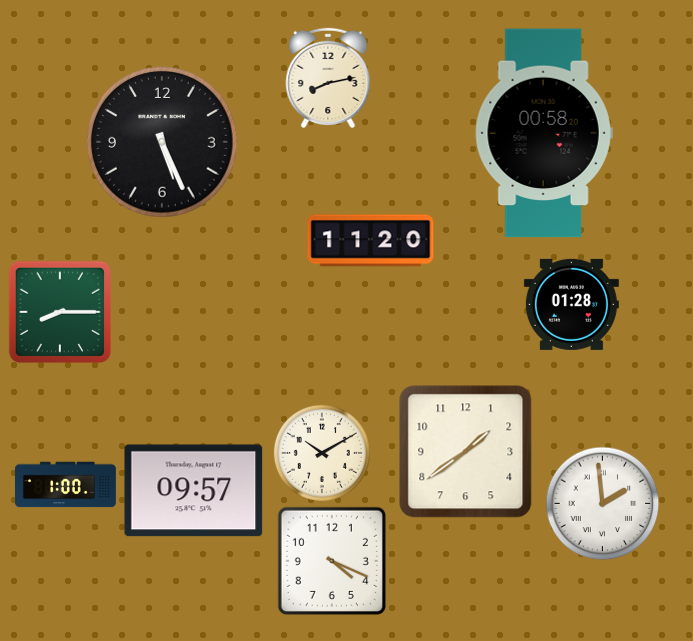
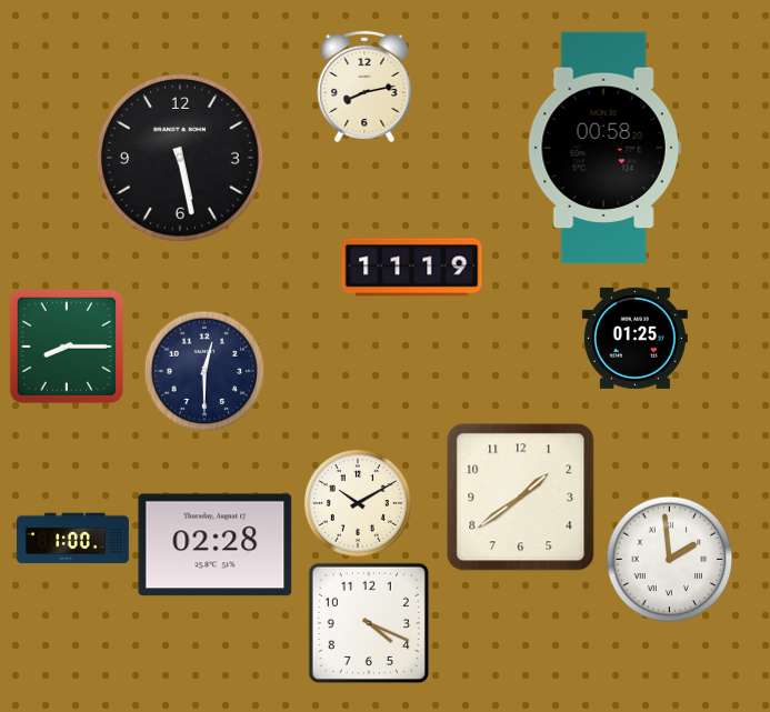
clock at (163, 143): 5:26 -> 5:28
clock at (371, 241): 11:20 -> 11:19
clock at (571, 304): 01:28 -> 01:25
clock at (204, 371): none -> 12:30
clock at (466, 452) position: (466, 452) -> (521, 498)
clock at (194, 491): 09:57 -> 02:28
